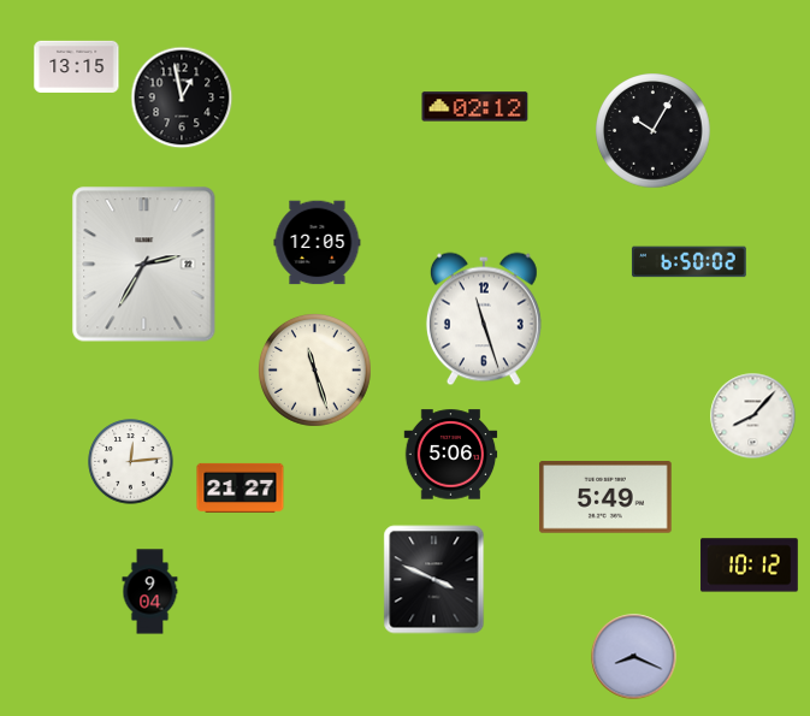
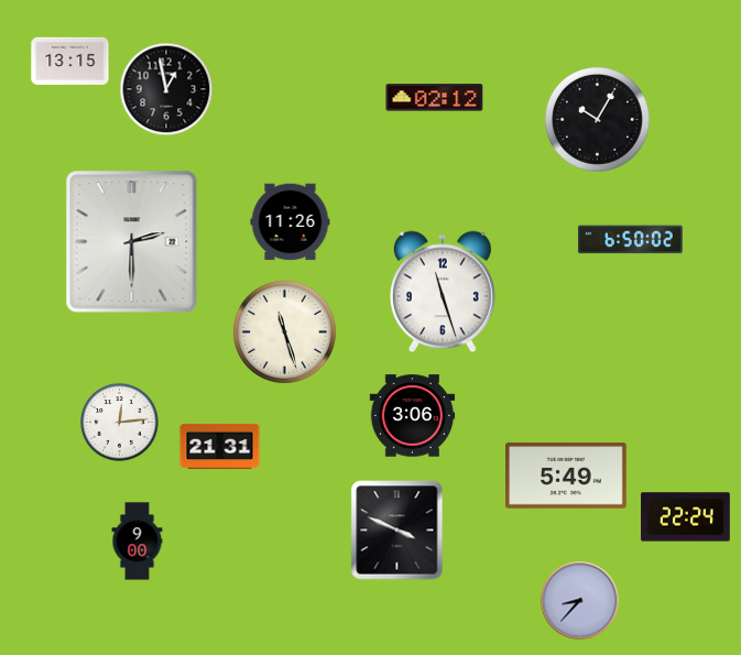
clock at (318, 243): 12:05 -> 11:26
clock at (144, 265): 2:35 -> 2:30
clock at (314, 369) position: (314, 369) -> (284, 331)
clock at (753, 416): 8:07 -> none
clock at (451, 455): 5:06 -> 3:06
clock at (241, 487): 21:27 -> 21:31
clock at (607, 497) position: (607, 497) -> (567, 476)
clock at (750, 566): 10:12 -> 22:24
clock at (150, 592): 9:04 -> 9:00
clock at (634, 657): 8:19 -> 8:37
